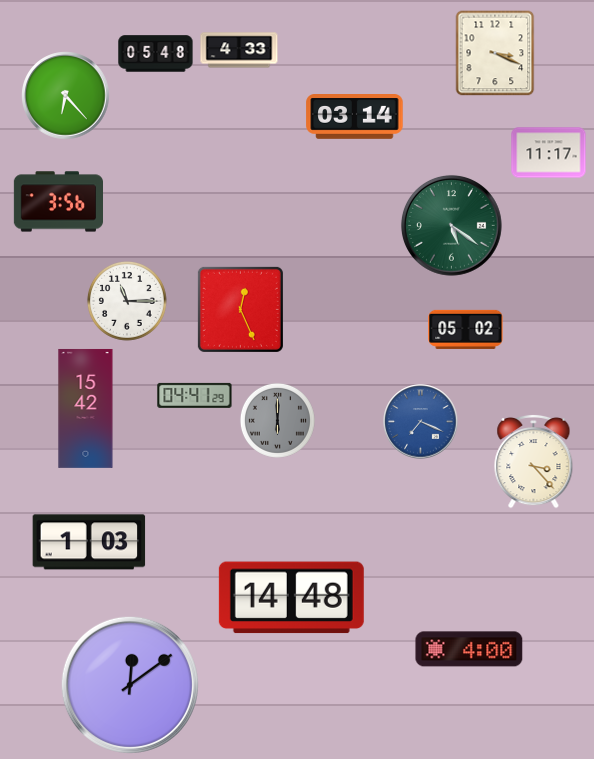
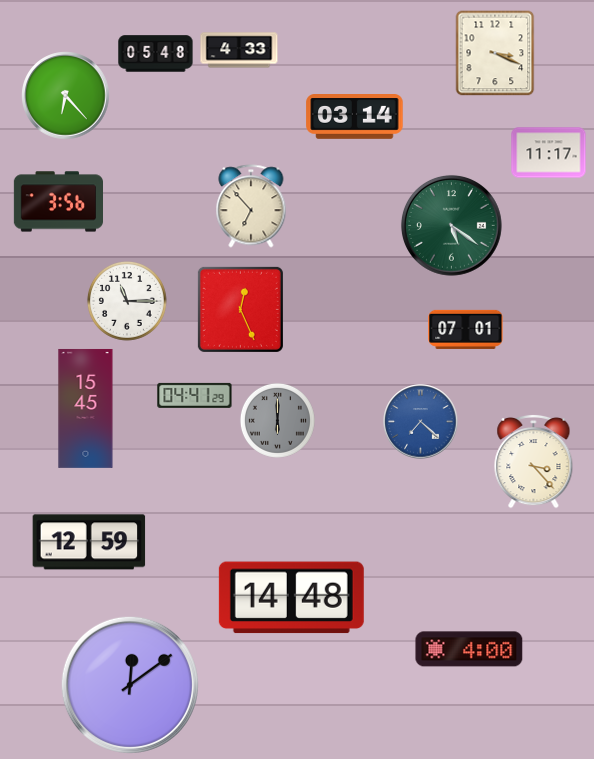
clock at (251, 206): none -> 6:53
clock at (466, 329): 05:02 -> 07:01
clock at (86, 408): 15:42 -> 15:45
clock at (421, 422): 7:19 -> 7:22
clock at (89, 542): 1:03 -> 12:59
